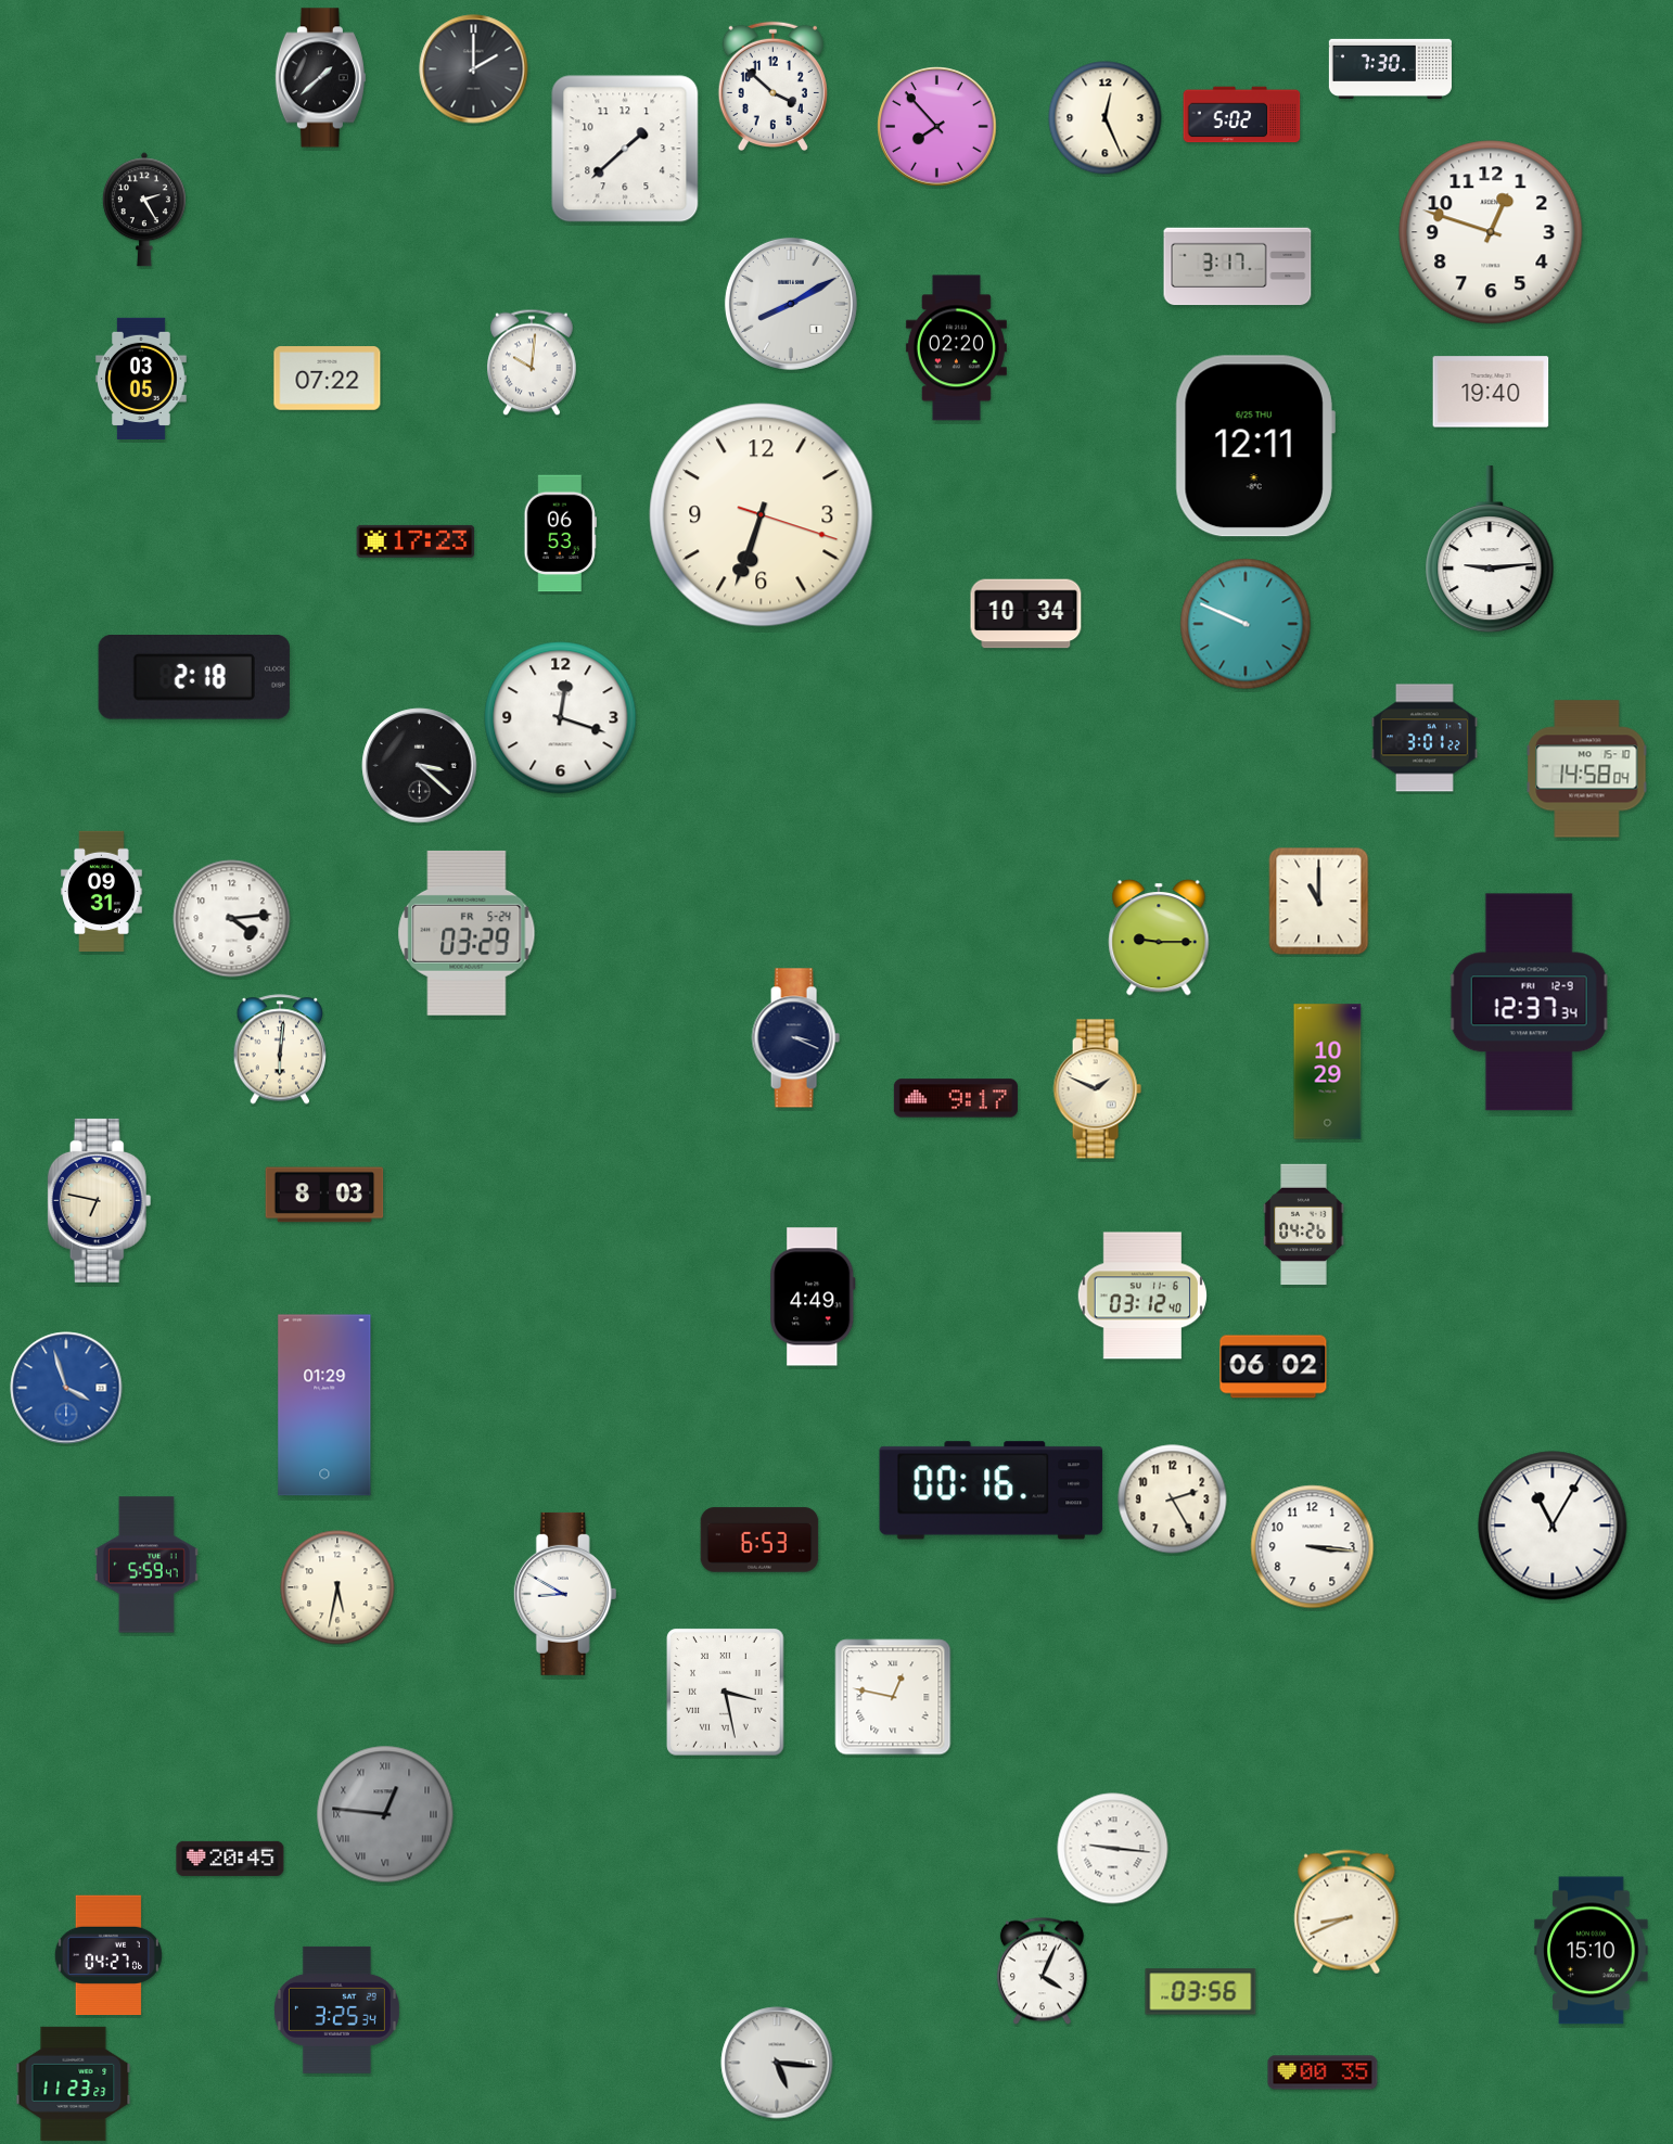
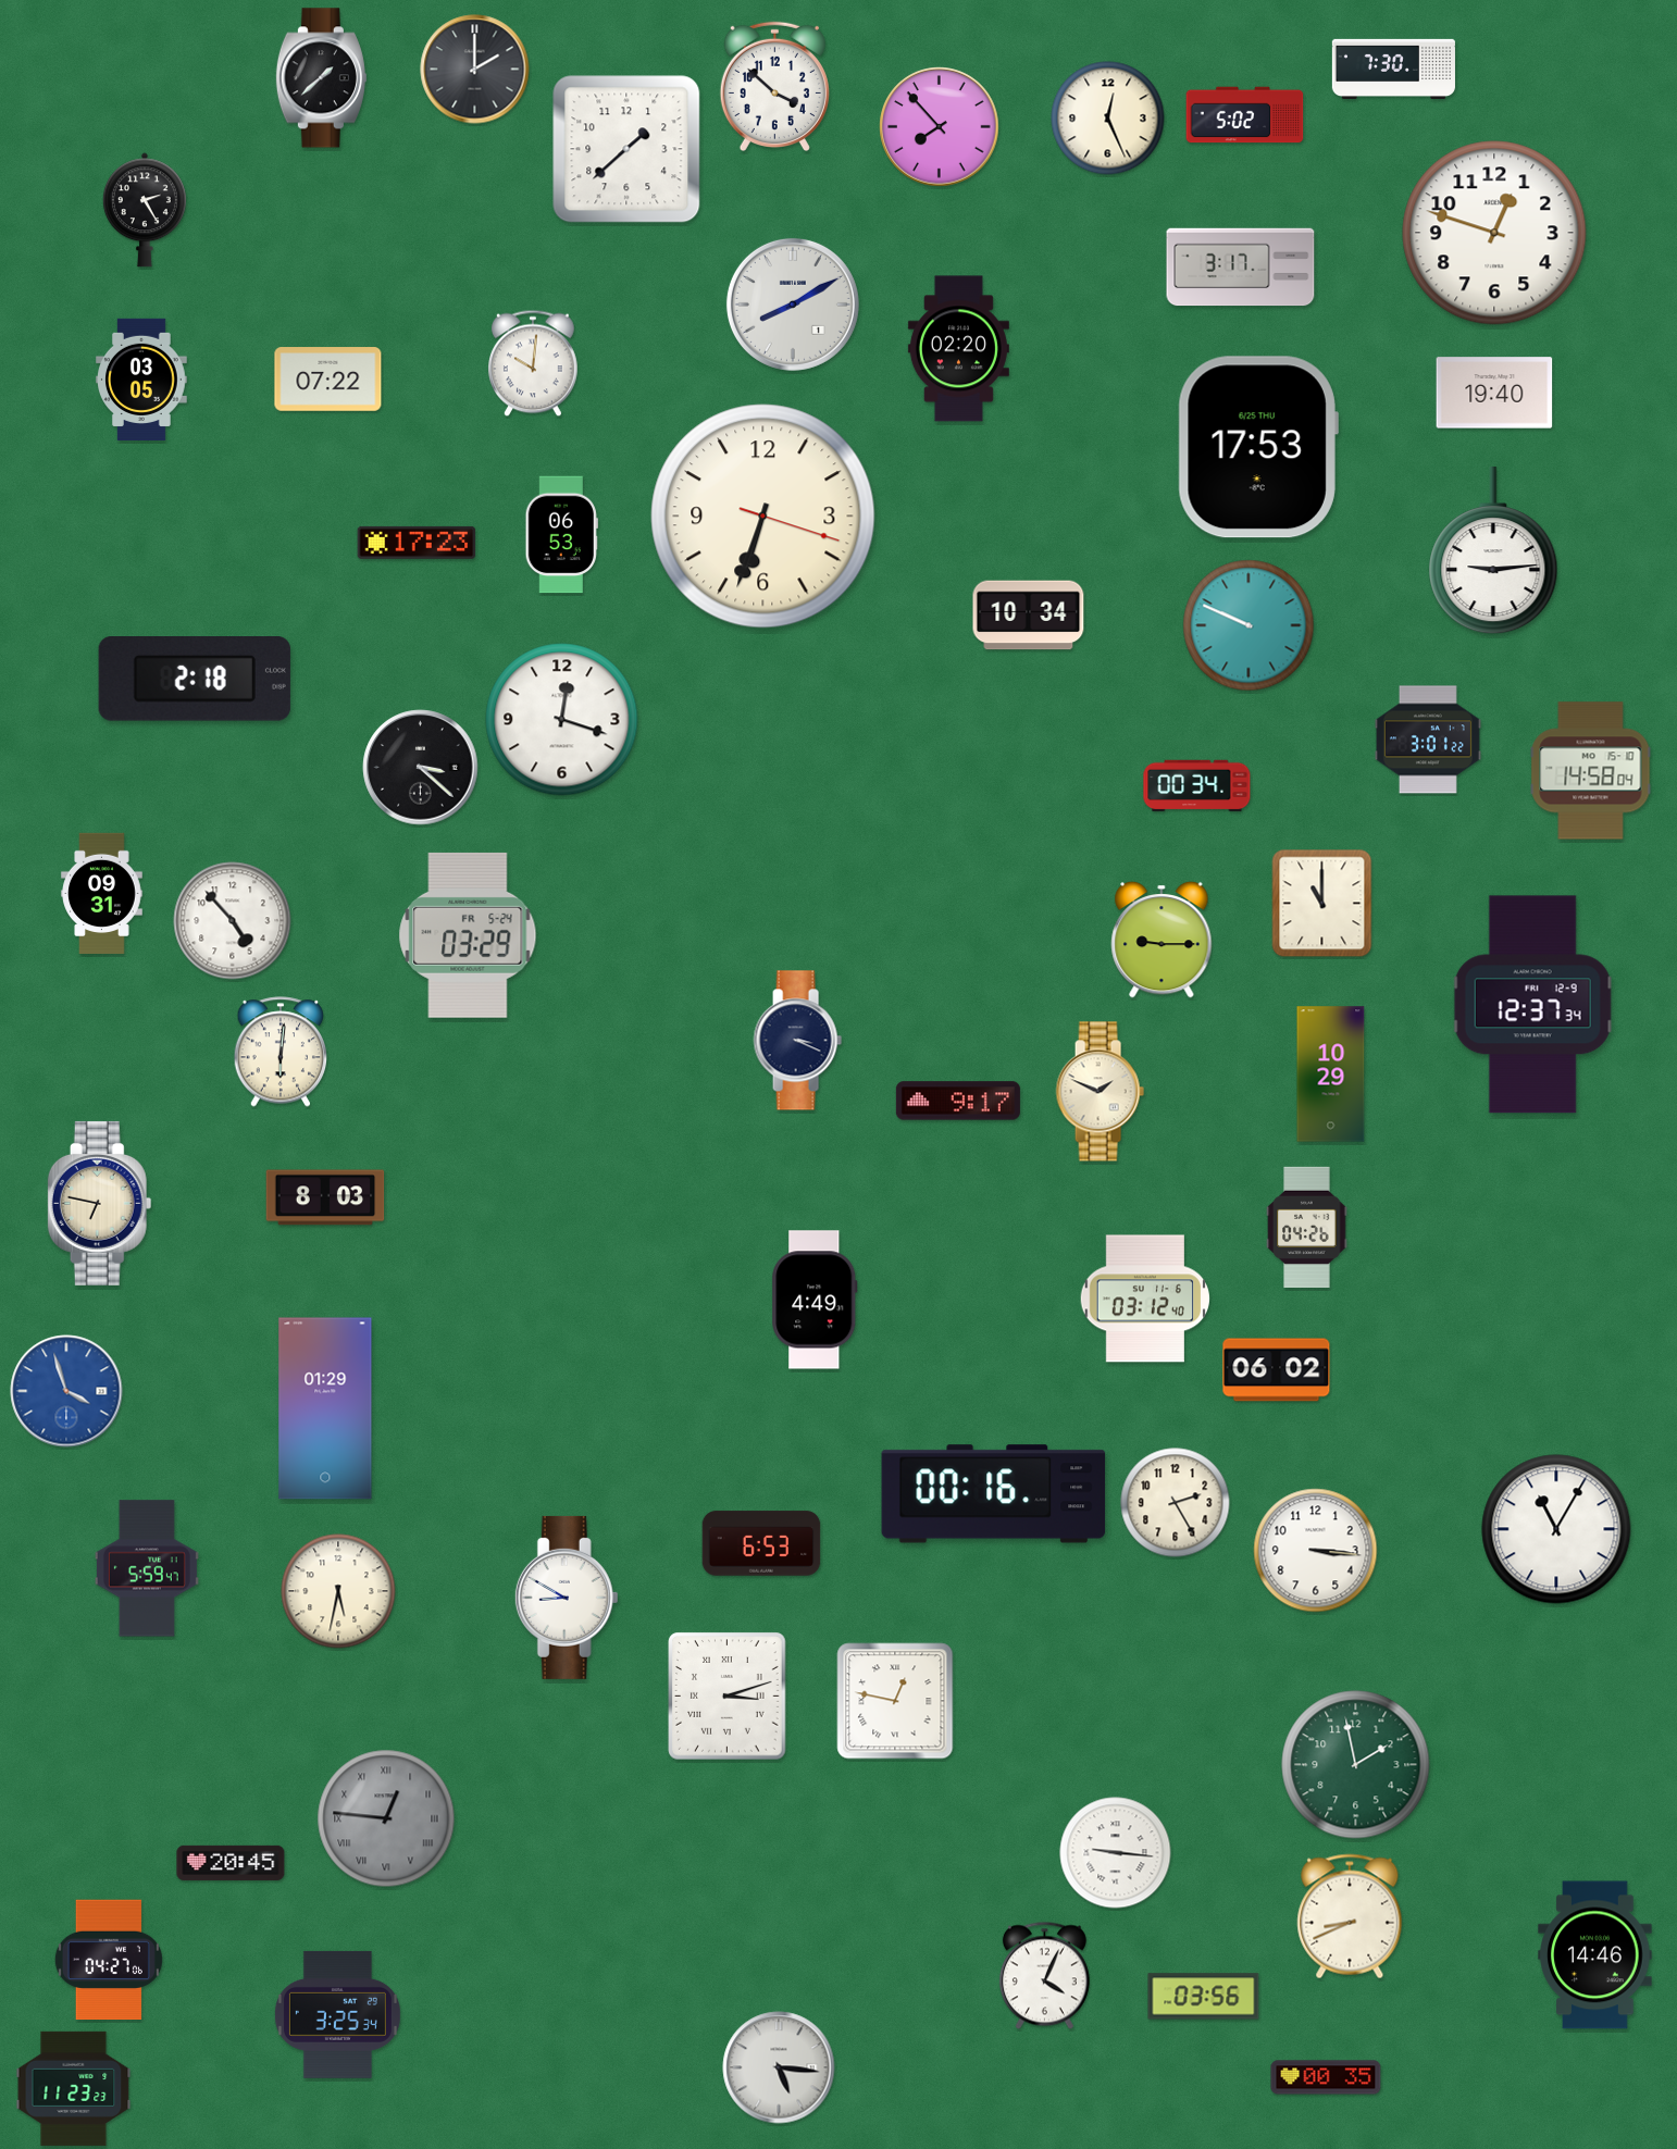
clock at (1255, 446): 12:11 -> 17:53
clock at (1197, 786): none -> 00:34
clock at (232, 919): 4:14 -> 4:53
clock at (726, 1693): 3:28 -> 3:12
clock at (1356, 1765): none -> 1:58
clock at (1592, 1951): 15:10 -> 14:46
